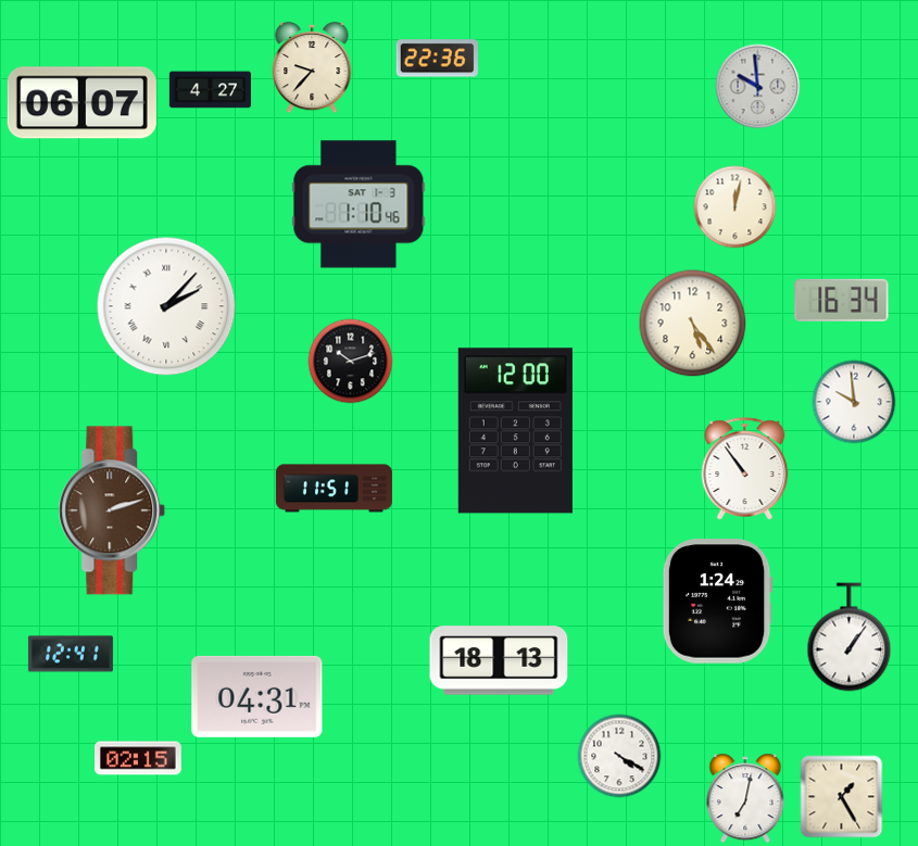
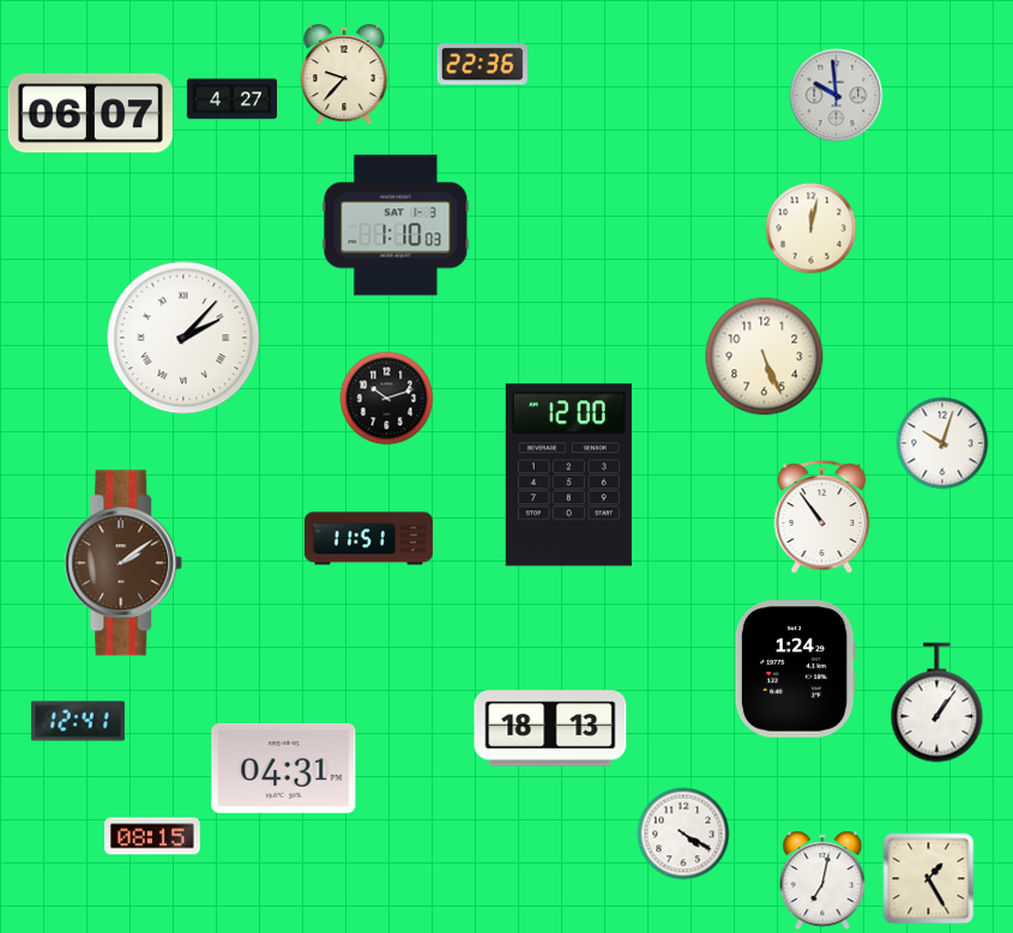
clock at (359, 204): 1:10:46 -> 1:10:03
clock at (842, 300): 16:34 -> none
clock at (693, 324): 5:24 -> 5:26
clock at (854, 402): 9:59 -> 10:03
clock at (112, 510): 2:12 -> 2:09
clock at (717, 602) position: (717, 602) -> (795, 670)
clock at (139, 758): 02:15 -> 08:15
